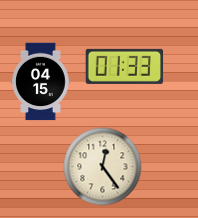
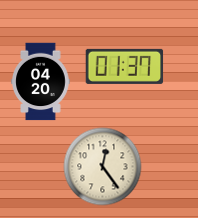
clock at (124, 66): 01:33 -> 01:37
clock at (41, 81): 04:15 -> 04:20
